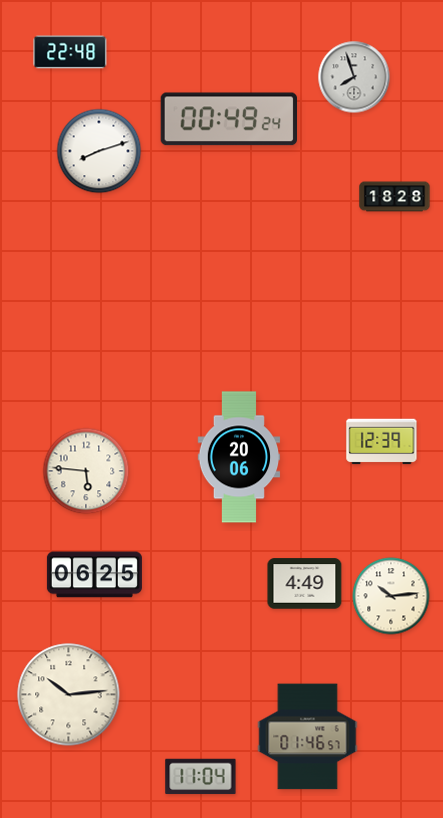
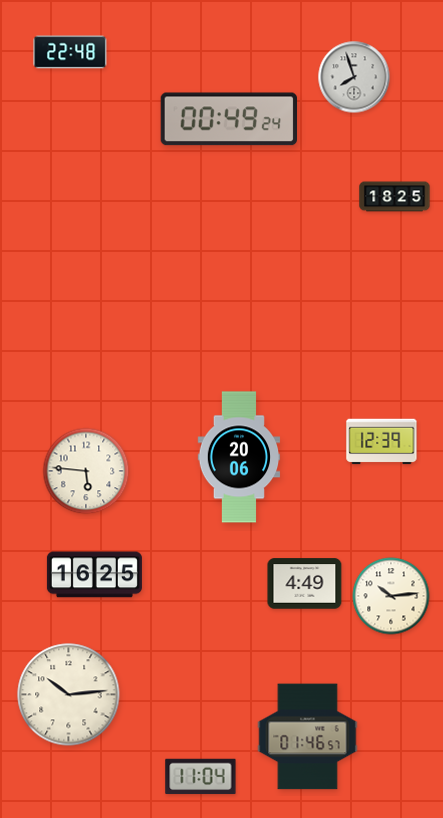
clock at (99, 151): 8:12 -> none
clock at (395, 197): 18:28 -> 18:25
clock at (94, 575): 06:25 -> 16:25
